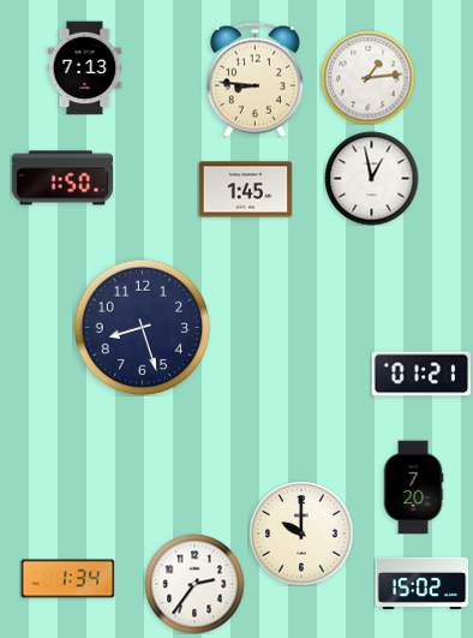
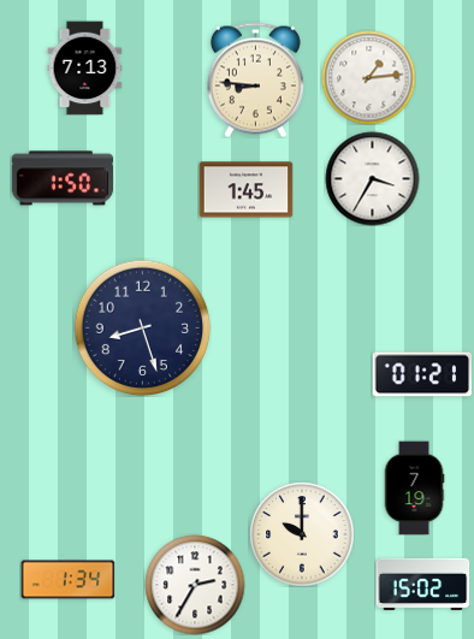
clock at (371, 178): 12:58 -> 3:35
clock at (413, 487): 7:20 -> 7:19
clock at (194, 584): 2:36 -> 2:35
